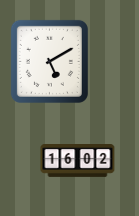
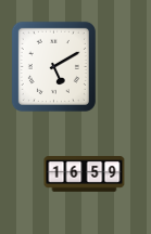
clock at (78, 161): 16:02 -> 16:59
